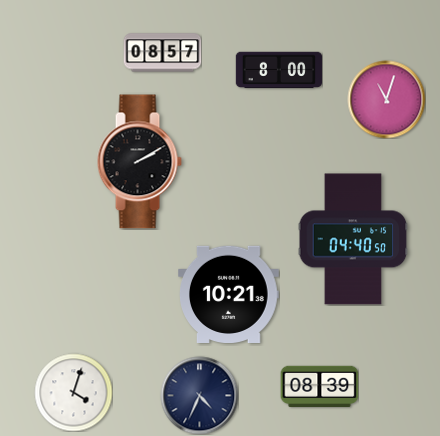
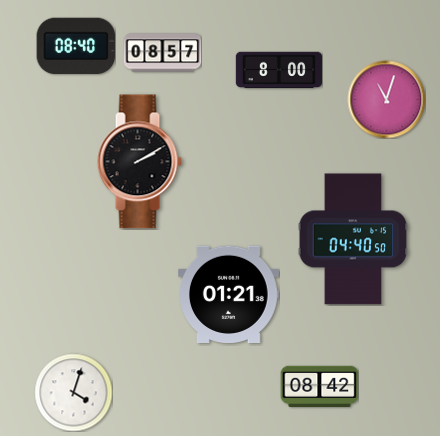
clock at (76, 46): none -> 08:40
clock at (229, 294): 10:21 -> 01:21
clock at (319, 386): 08:39 -> 08:42
clock at (199, 395): 4:34 -> none
